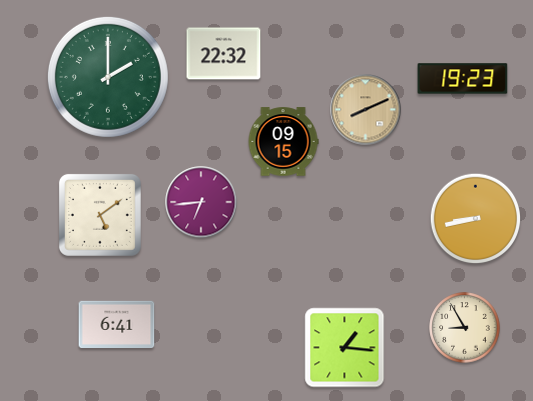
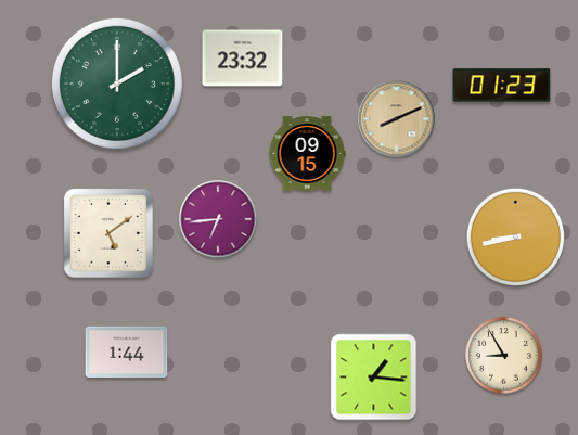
clock at (224, 54): 22:32 -> 23:32
clock at (463, 79): 19:23 -> 01:23
clock at (117, 324): 6:41 -> 1:44
